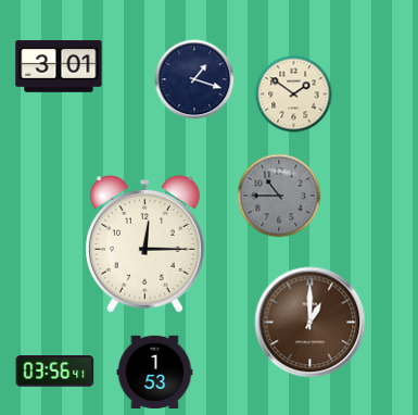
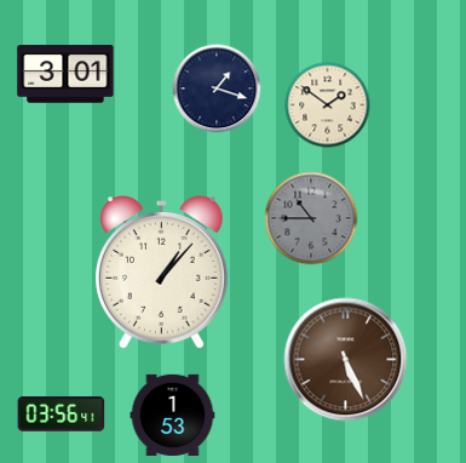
clock at (145, 244): 12:15 -> 1:07
clock at (311, 323): 1:00 -> 5:26
